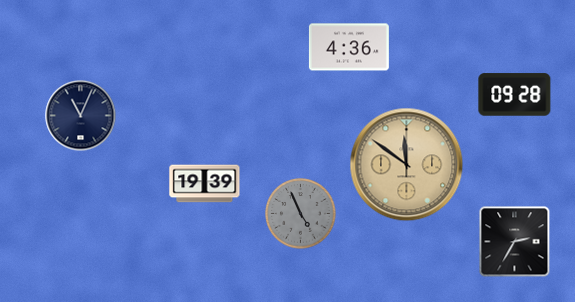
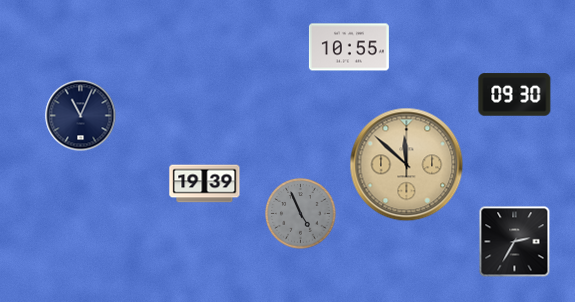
clock at (349, 47): 4:36 -> 10:55
clock at (515, 95): 09:28 -> 09:30
clock at (407, 165): 11:51 -> 11:52
